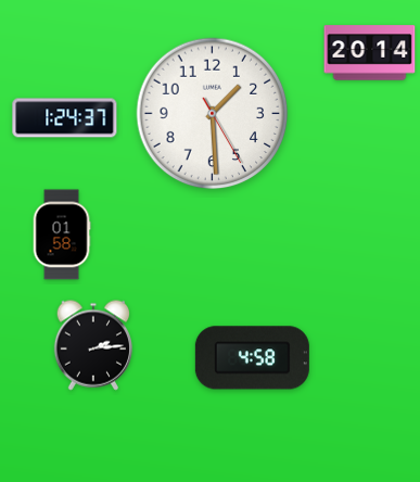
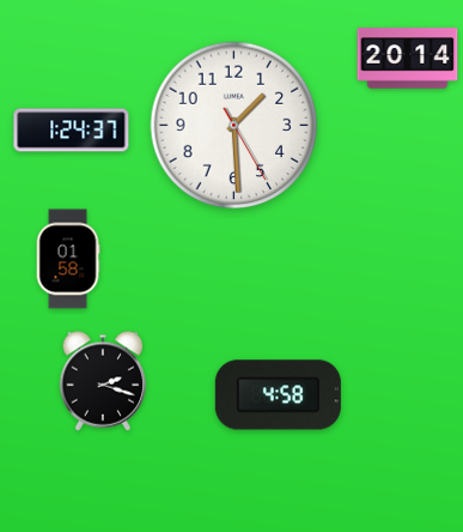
clock at (93, 345): 2:14 -> 2:18
